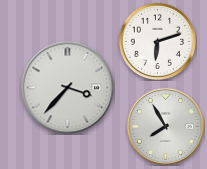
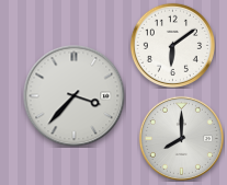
clock at (157, 41): 6:12 -> 6:09
clock at (165, 126): 7:55 -> 8:00
